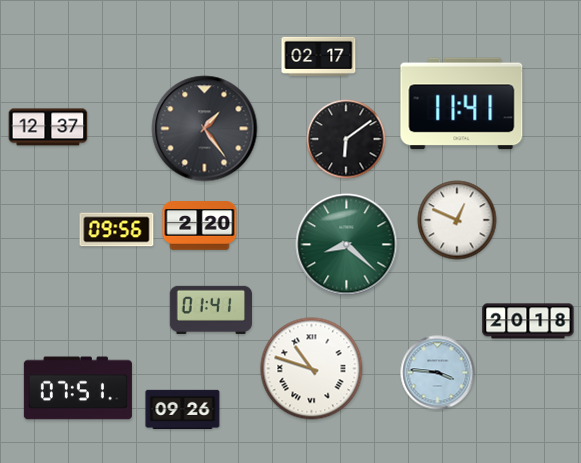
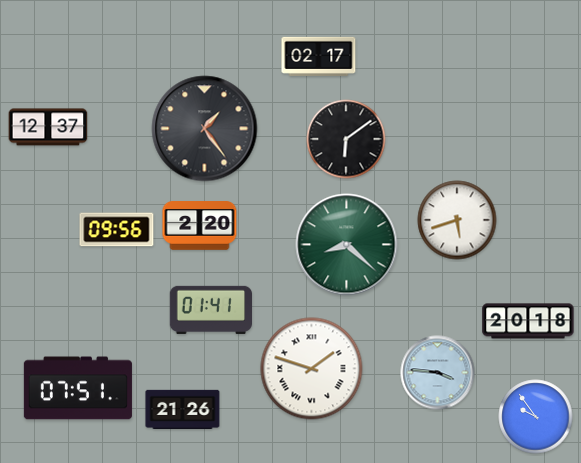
clock at (462, 104): 11:41 -> none
clock at (457, 220): 12:49 -> 5:42
clock at (312, 369): 10:48 -> 1:48
clock at (183, 410): 09:26 -> 21:26
clock at (536, 417): none -> 9:54
